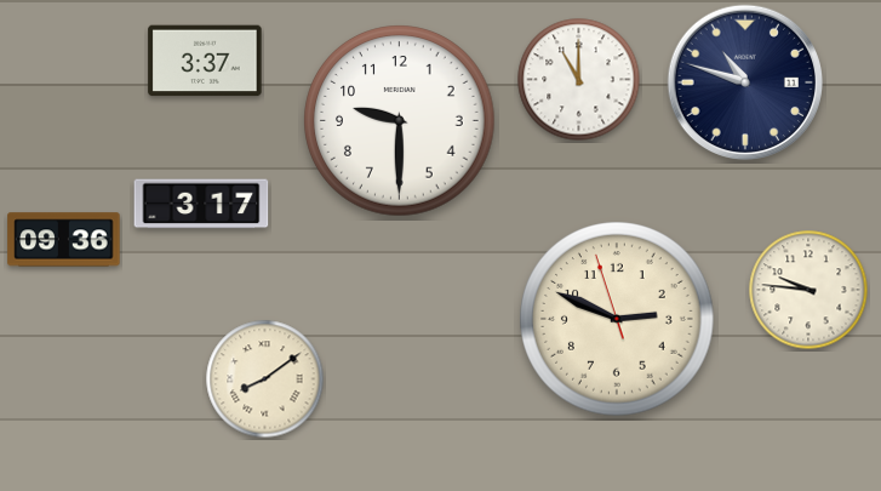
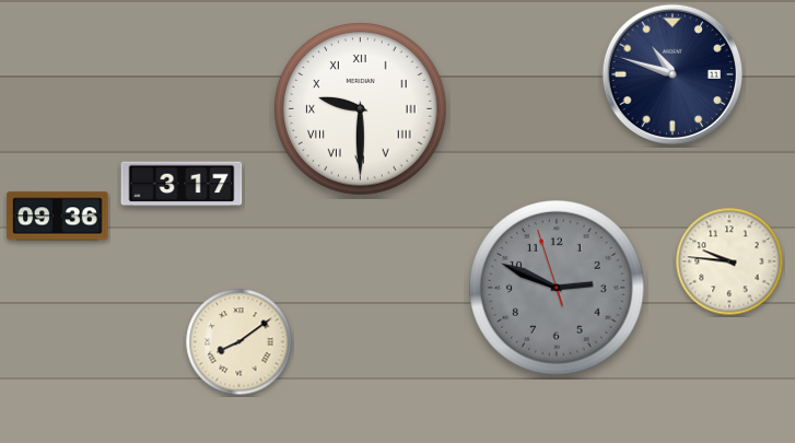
clock at (205, 61): 3:37 -> none
clock at (579, 80): 11:00 -> none
clock at (400, 121) numerals: Arabic -> Roman
clock at (617, 319) dial: cream -> grey
